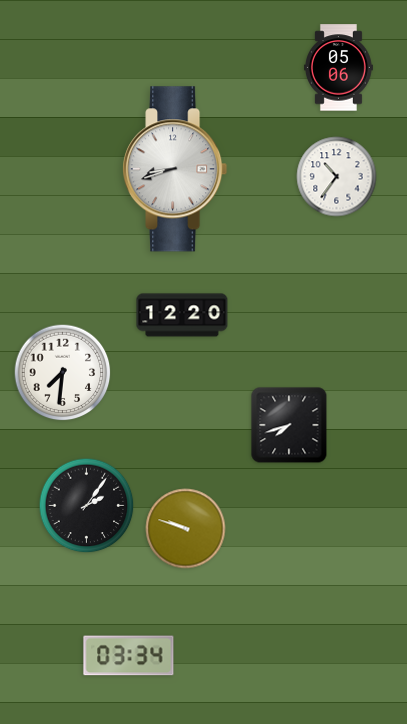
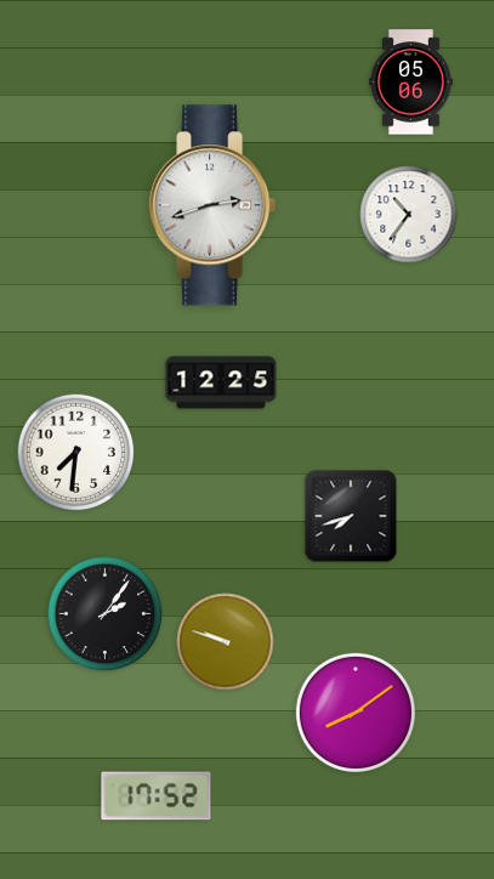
clock at (175, 169): 8:42 -> 2:42
clock at (182, 315): 12:20 -> 12:25
clock at (356, 713): none -> 8:09
clock at (129, 656): 03:34 -> 17:52
